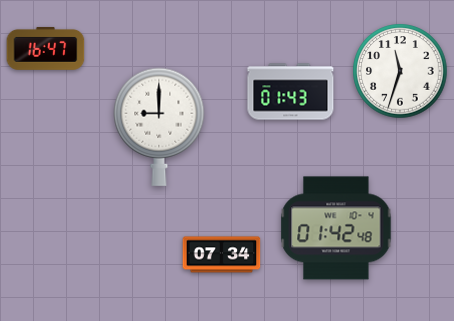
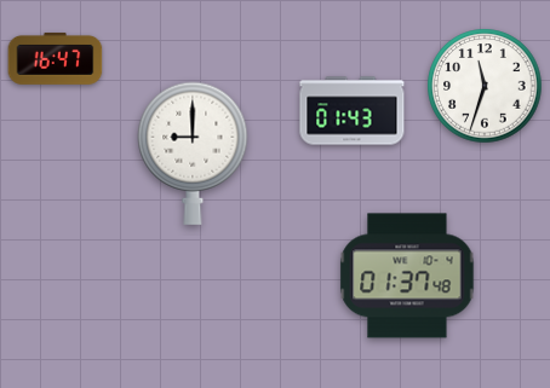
clock at (336, 228): 01:42 -> 01:37
clock at (222, 255): 07:34 -> none
